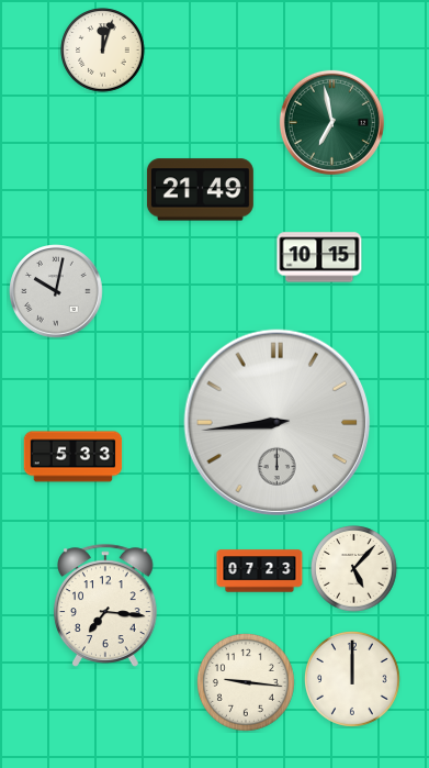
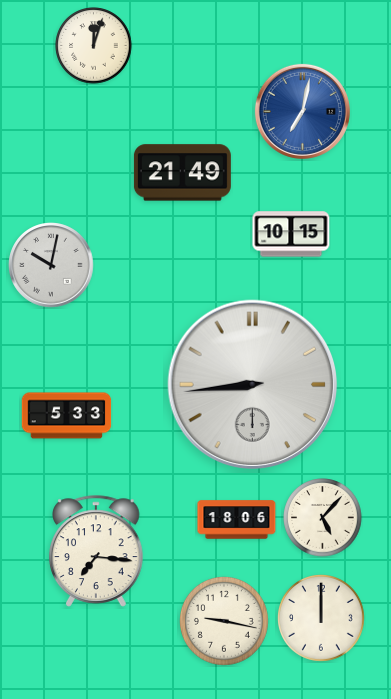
clock at (331, 122): 6:58 -> 7:02
clock at (331, 122) dial: green -> blue
clock at (260, 571): 07:23 -> 18:06
clock at (246, 682): 9:16 -> 9:17
